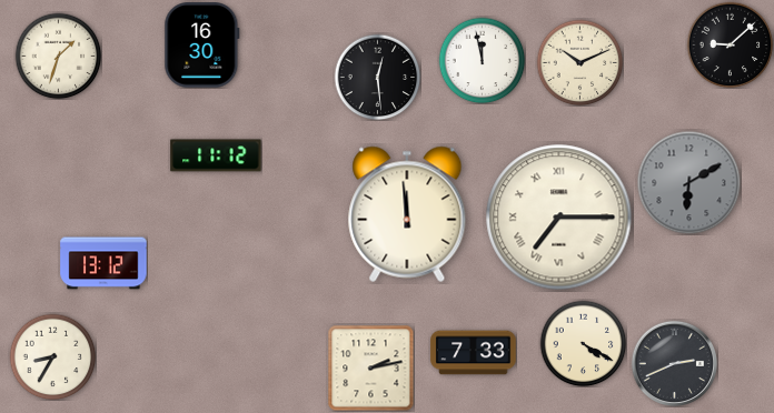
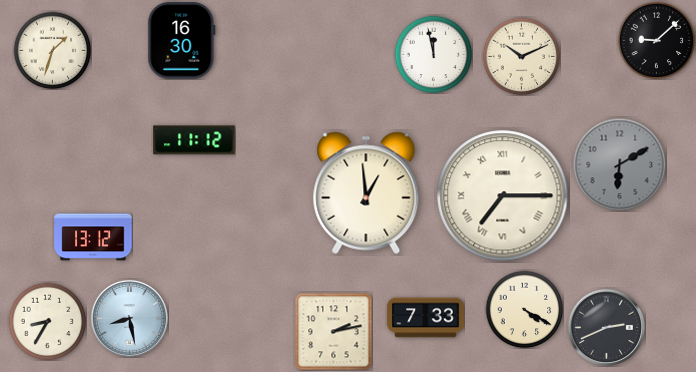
clock at (377, 77): 12:29 -> none
clock at (407, 214): 11:59 -> 12:59
clock at (129, 318): none -> 8:28
